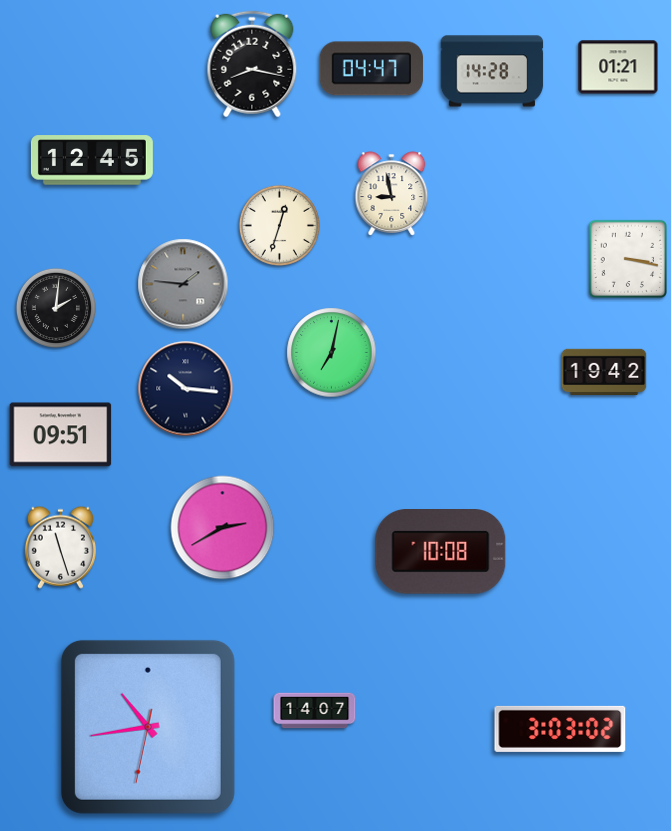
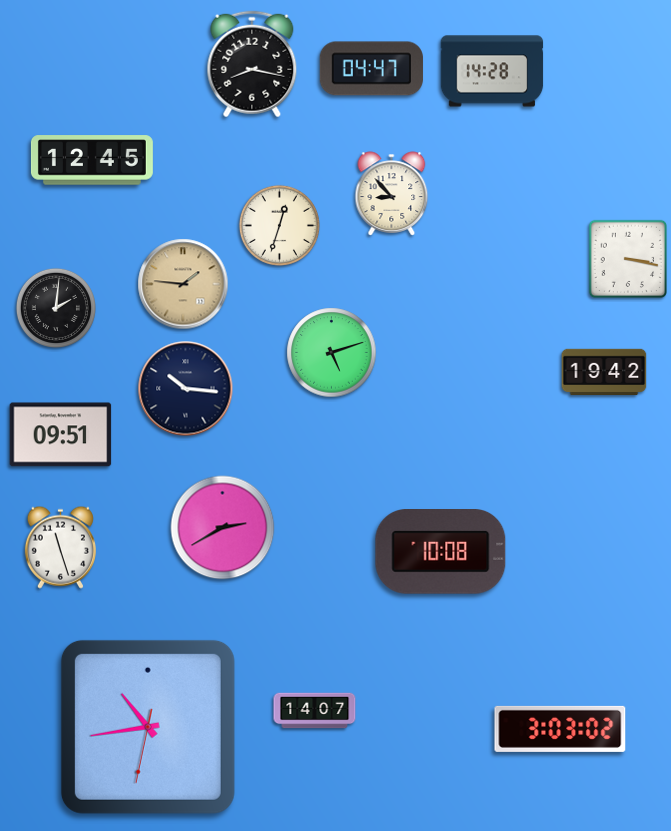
clock at (618, 67): 01:21 -> none
clock at (392, 194): 8:58 -> 8:53
clock at (183, 284) dial: grey -> champagne
clock at (332, 353): 7:02 -> 5:12
